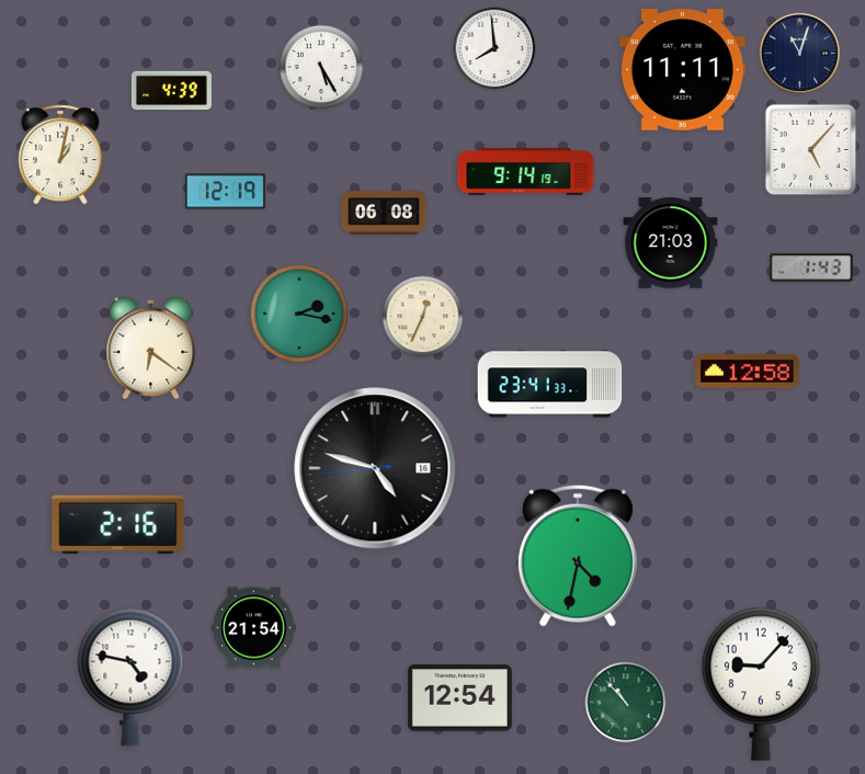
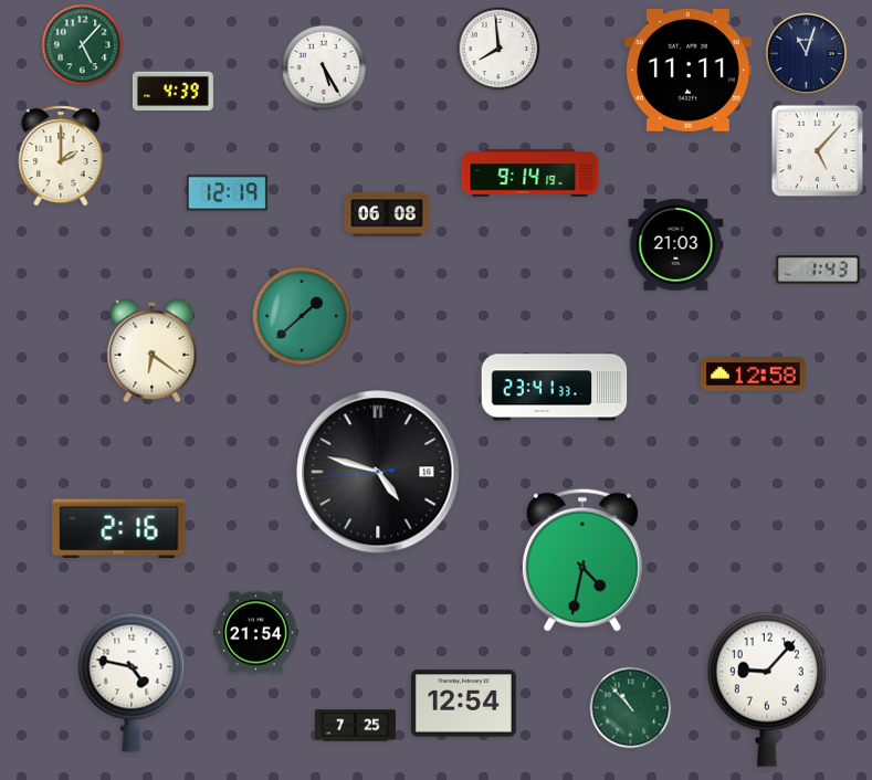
clock at (83, 45): none -> 5:07
clock at (60, 155): 1:02 -> 2:00
clock at (299, 314): 2:17 -> 1:38
clock at (423, 317): 12:34 -> none
clock at (355, 726): none -> 7:25
